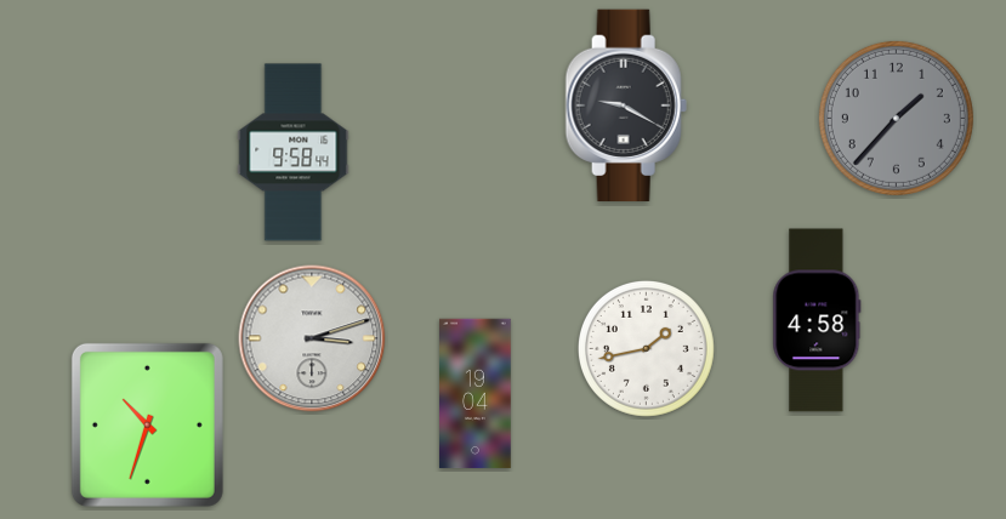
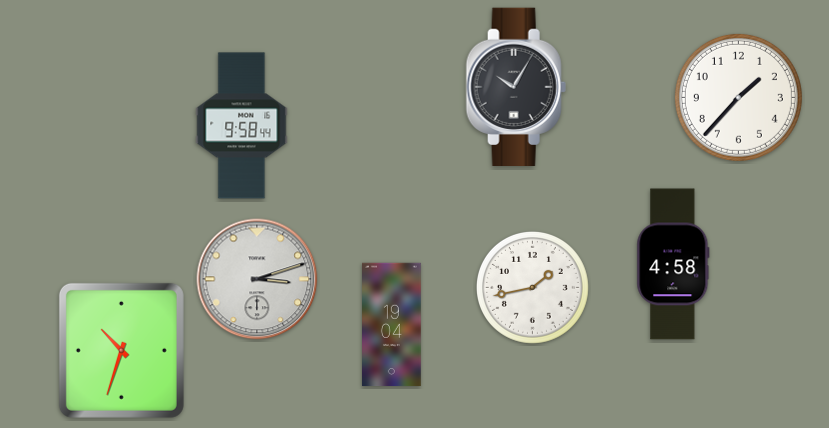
clock at (626, 104): 9:20 -> 10:05
clock at (896, 118) dial: grey -> white
